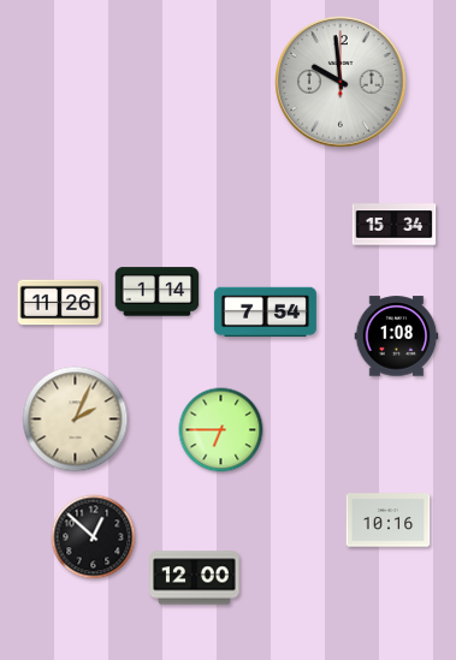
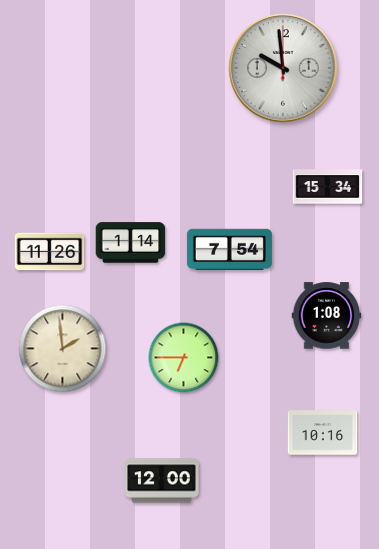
clock at (265, 313) position: (265, 313) -> (229, 250)
clock at (397, 337) position: (397, 337) -> (327, 316)
clock at (76, 420): 2:04 -> 1:59
clock at (94, 537): 12:52 -> none
